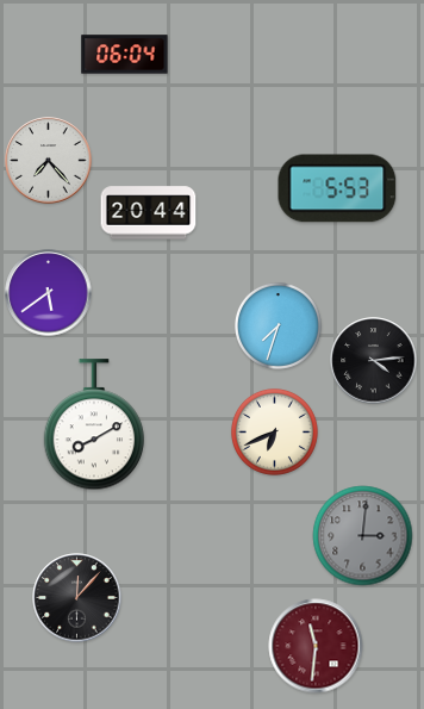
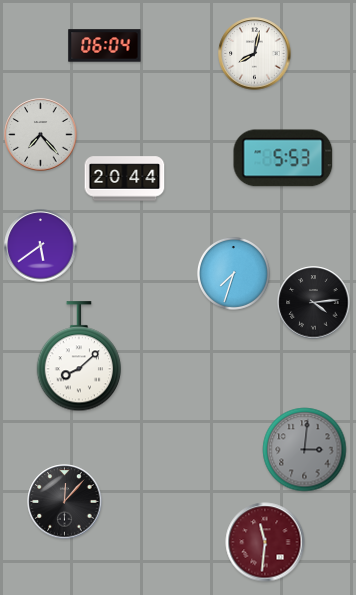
clock at (255, 54): none -> 8:02
clock at (93, 425): 8:10 -> 8:08
clock at (274, 431): 6:41 -> none
